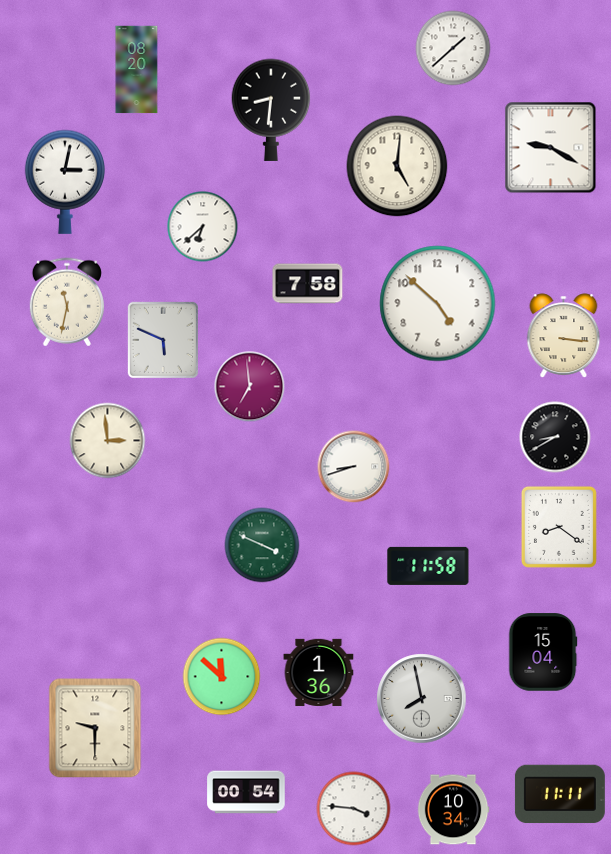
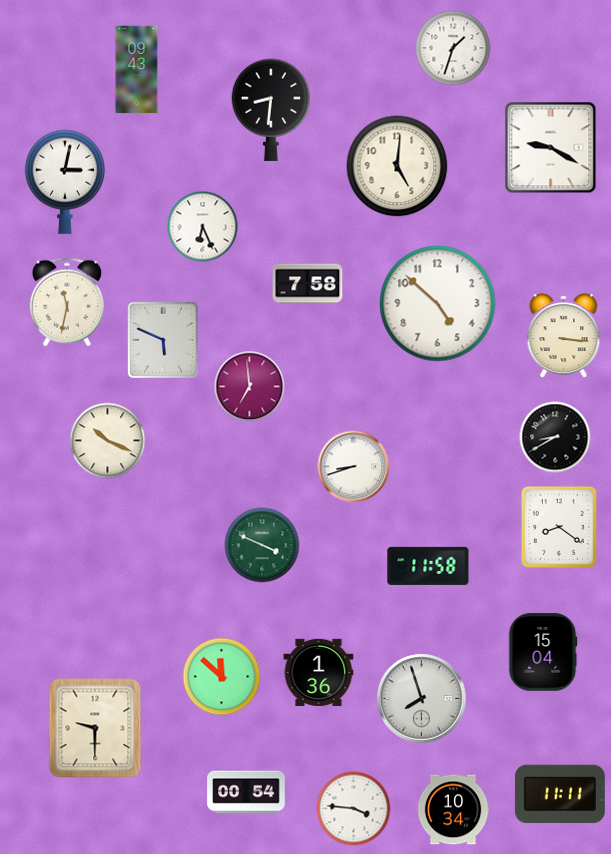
clock at (453, 48): 1:38 -> 1:33
clock at (137, 70): 08:20 -> 09:43
clock at (203, 227): 6:38 -> 6:26
clock at (108, 441): 2:59 -> 10:19
clock at (422, 699): 7:58 -> 7:57
